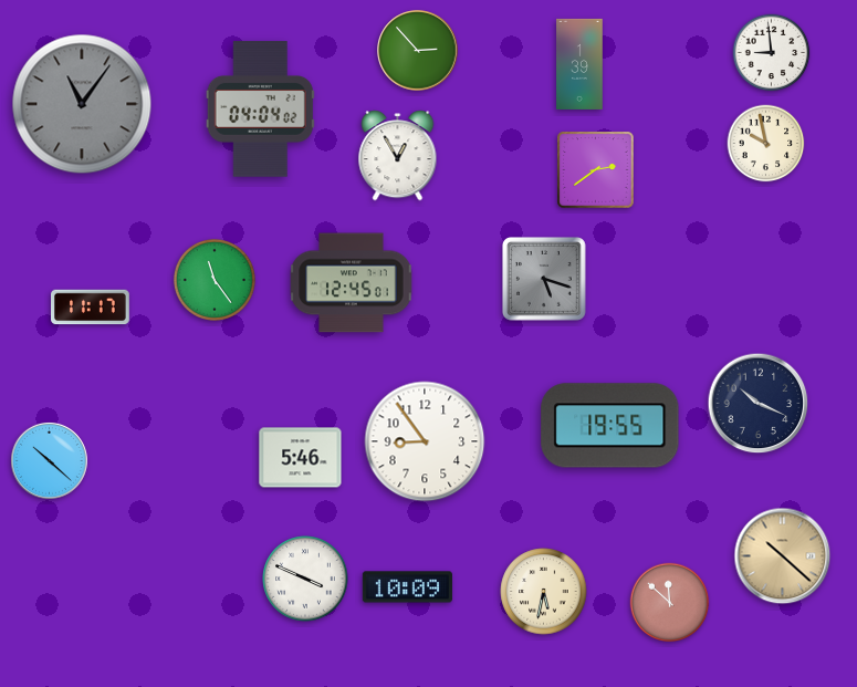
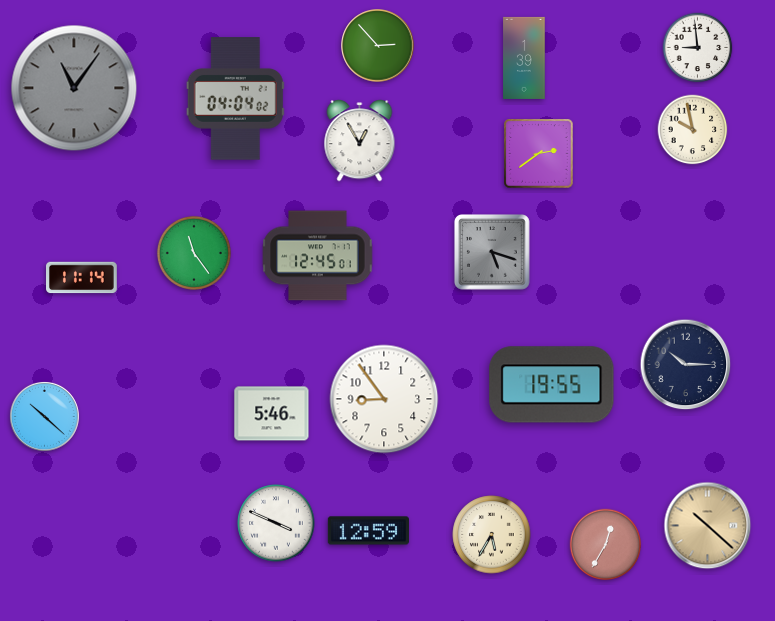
clock at (82, 104) position: (82, 104) -> (74, 88)
clock at (91, 308): 11:17 -> 11:14
clock at (759, 404): 10:19 -> 10:15
clock at (783, 556) position: (783, 556) -> (708, 526)
clock at (407, 587): 10:09 -> 12:59
clock at (544, 592): 5:32 -> 5:35
clock at (670, 603): 11:52 -> 12:35
